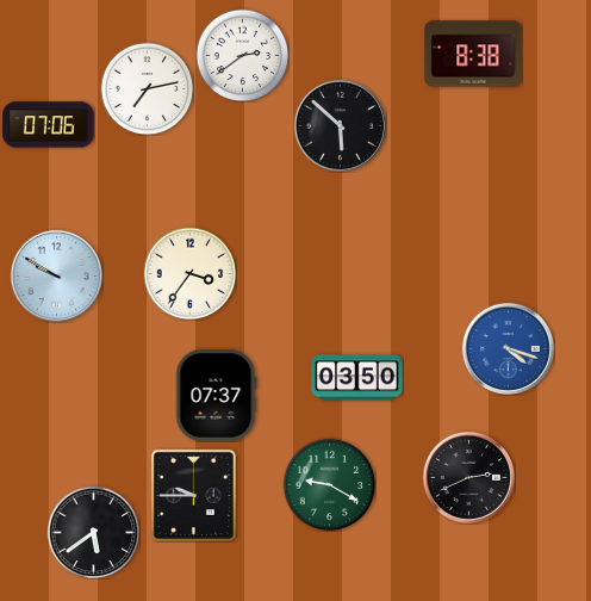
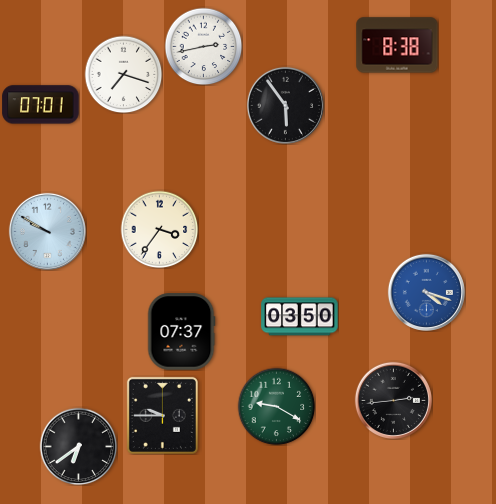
clock at (242, 55): 2:39 -> 2:43
clock at (147, 88): 7:13 -> 7:18
clock at (49, 125): 07:06 -> 07:01
clock at (340, 125): 5:52 -> 5:54
clock at (468, 477): 2:41 -> 2:44
clock at (93, 532): 5:39 -> 6:39
